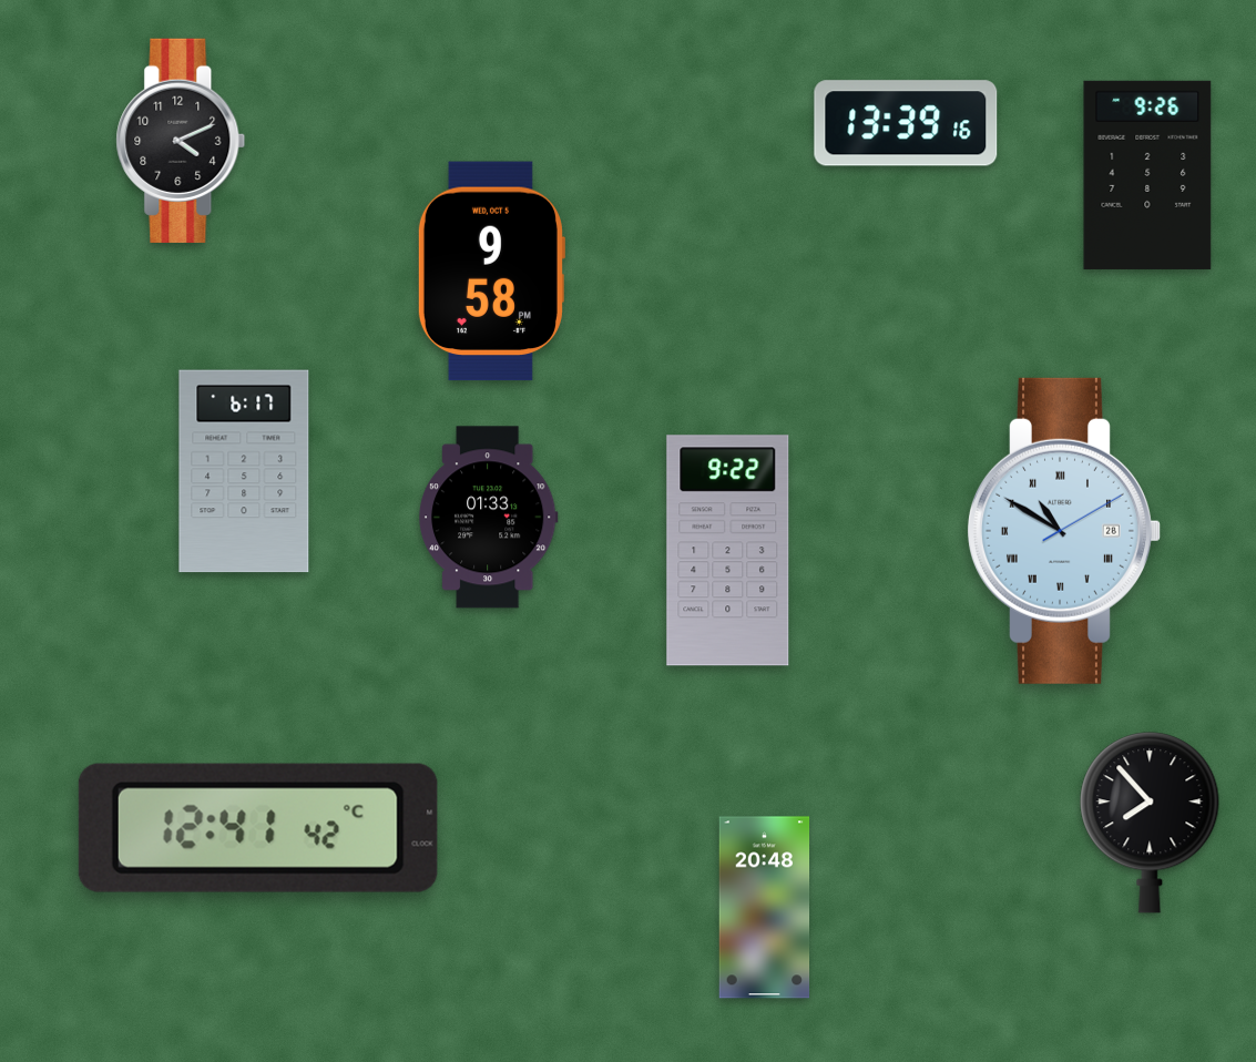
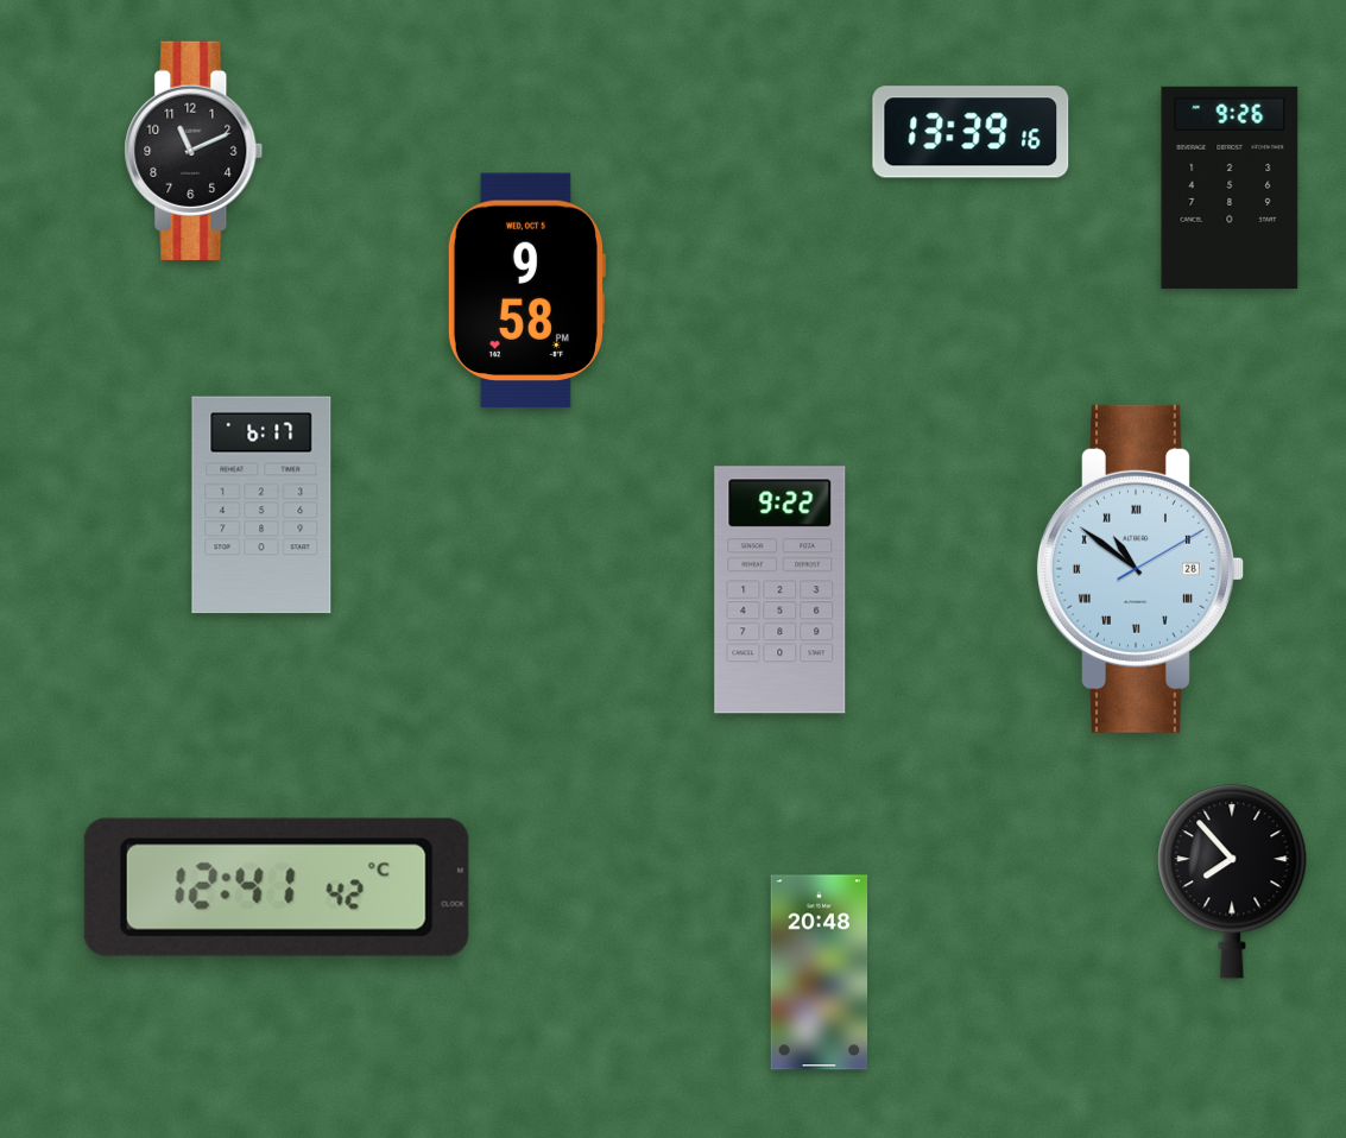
clock at (181, 141): 4:11 -> 11:11
clock at (488, 518): 01:33 -> none
clock at (1063, 531): 10:50 -> 10:51
